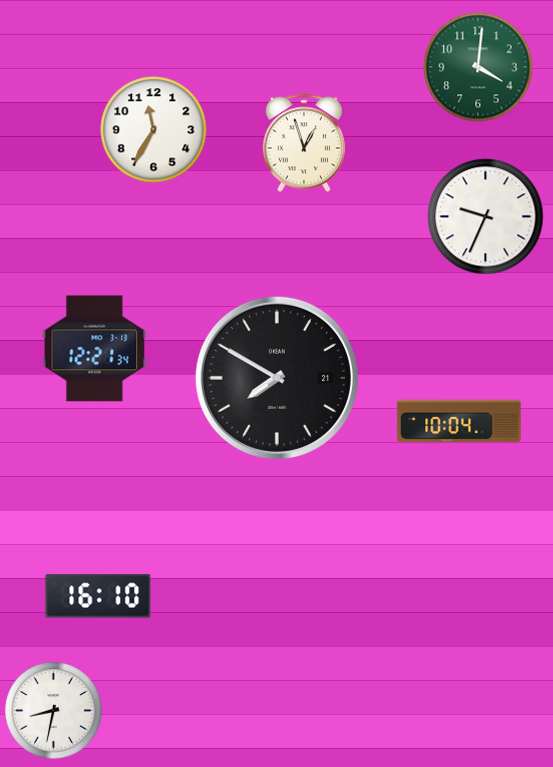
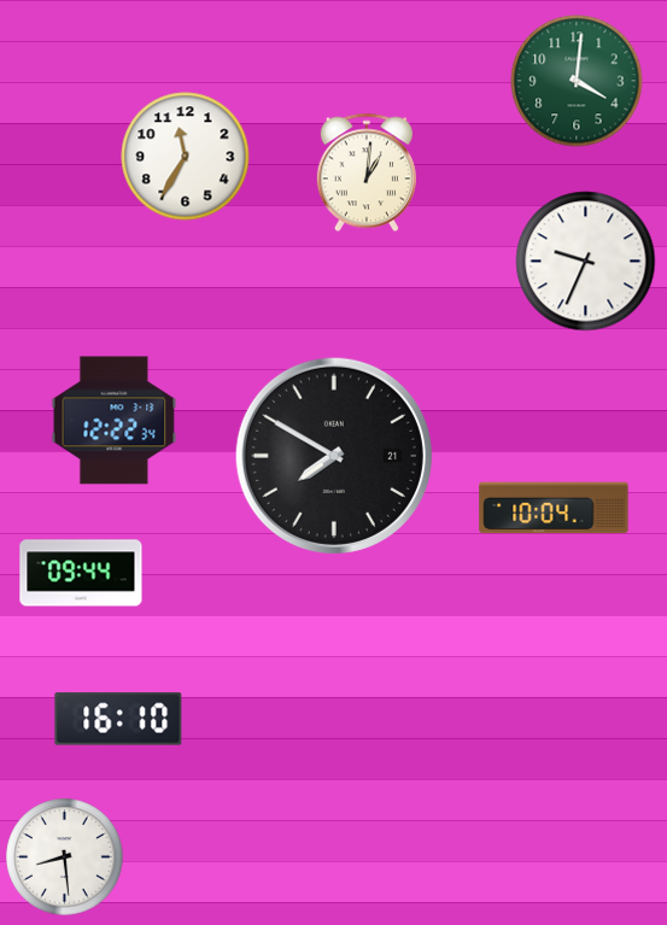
clock at (304, 143): 12:57 -> 1:01
clock at (95, 349): 12:21 -> 12:22
clock at (81, 573): none -> 09:44
clock at (54, 711): 8:32 -> 8:29
